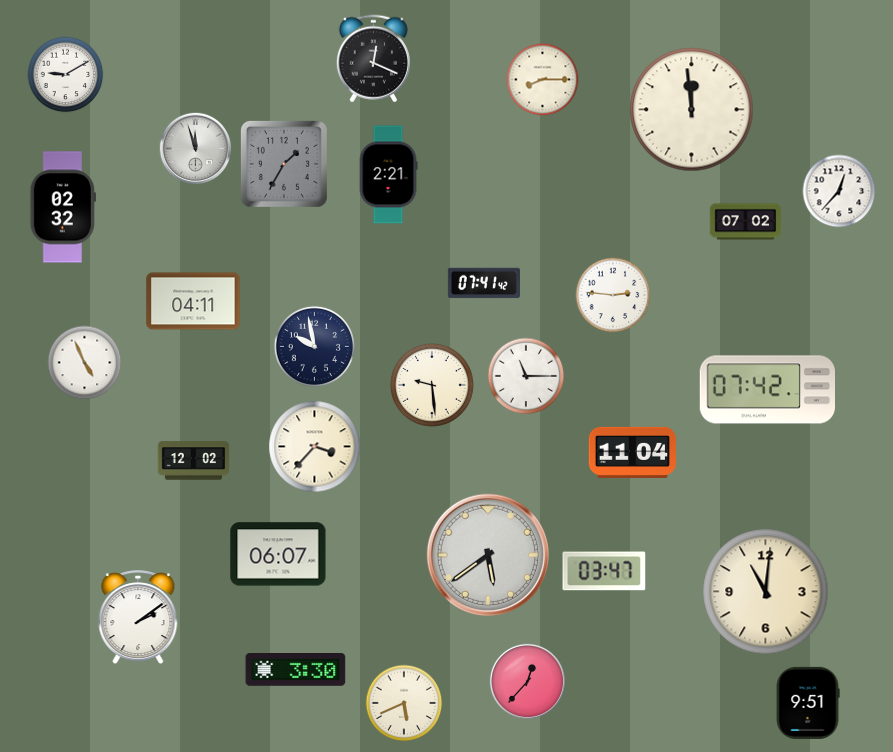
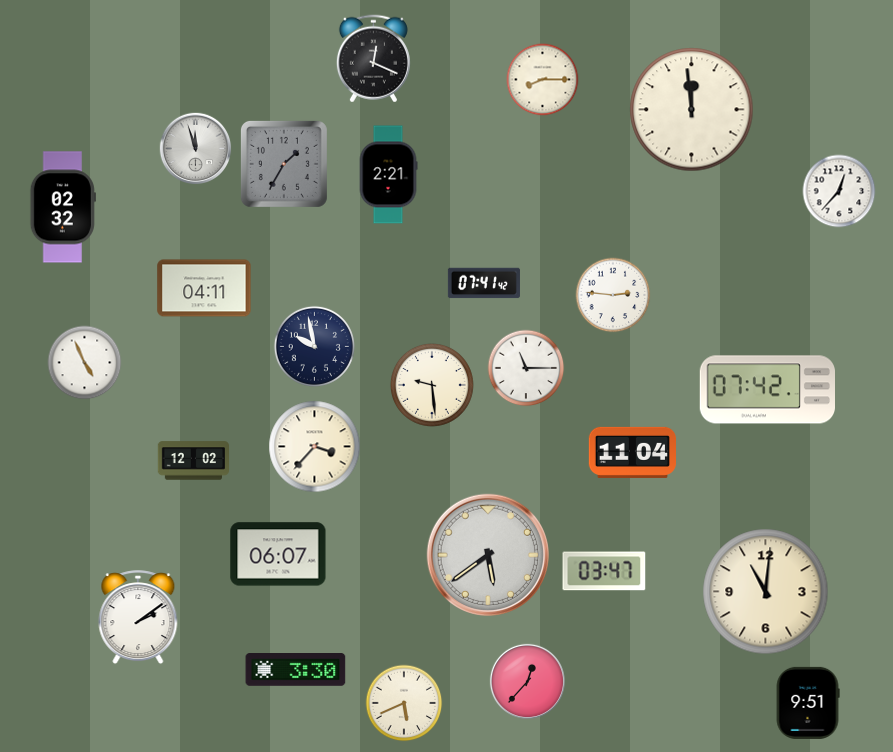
clock at (66, 75): 9:10 -> none
clock at (746, 222): 07:02 -> none
clock at (193, 301) position: (193, 301) -> (204, 288)
clock at (526, 376) position: (526, 376) -> (526, 368)
